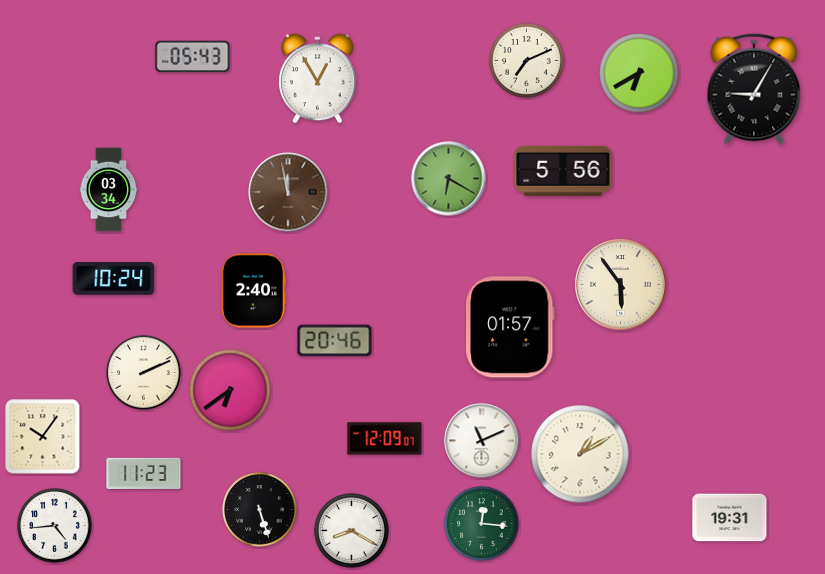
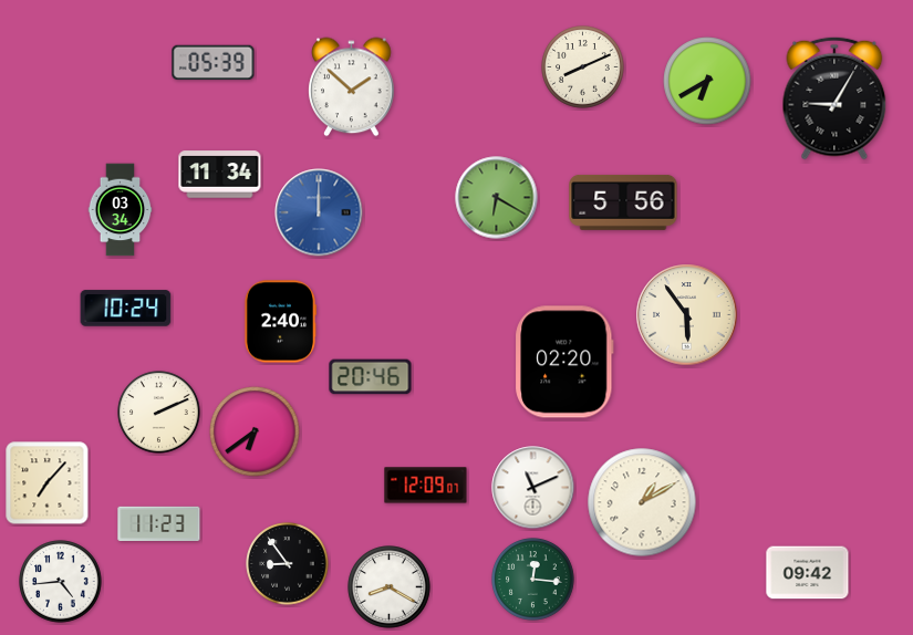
clock at (193, 57): 05:43 -> 05:39
clock at (527, 61): 7:11 -> 8:11
clock at (318, 79): 12:55 -> 1:52
clock at (220, 175): none -> 11:34
clock at (563, 171) position: (563, 171) -> (623, 202)
clock at (288, 192): 11:58 -> 12:00
clock at (288, 192) dial: brown -> blue
clock at (510, 327): 01:57 -> 02:20
clock at (43, 437): 10:06 -> 7:07
clock at (260, 510): 5:27 -> 8:54
clock at (730, 518): 19:31 -> 09:42
